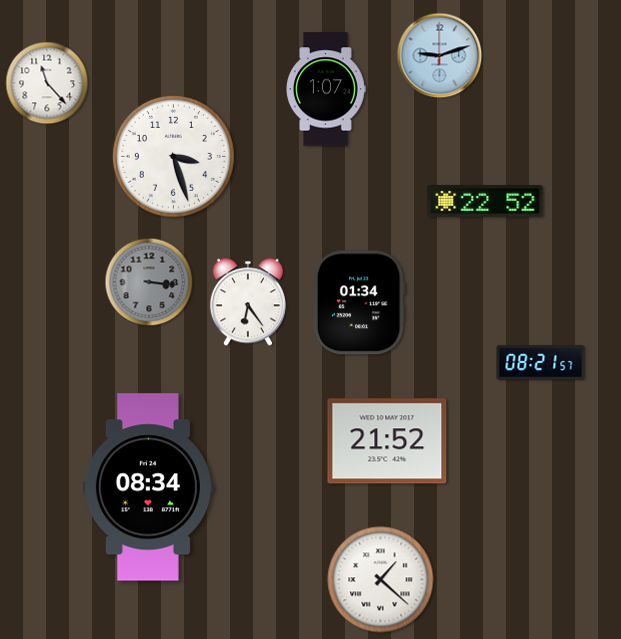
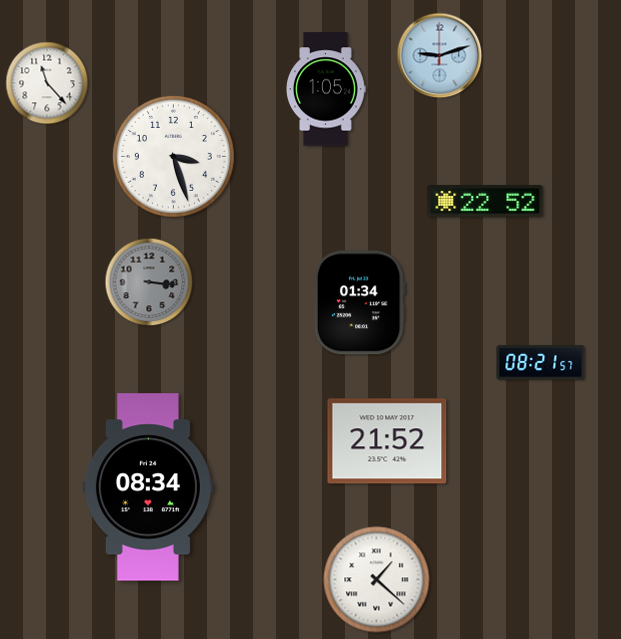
clock at (326, 89): 1:07 -> 1:05
clock at (248, 302): 6:24 -> none
clock at (381, 580) position: (381, 580) -> (377, 580)
